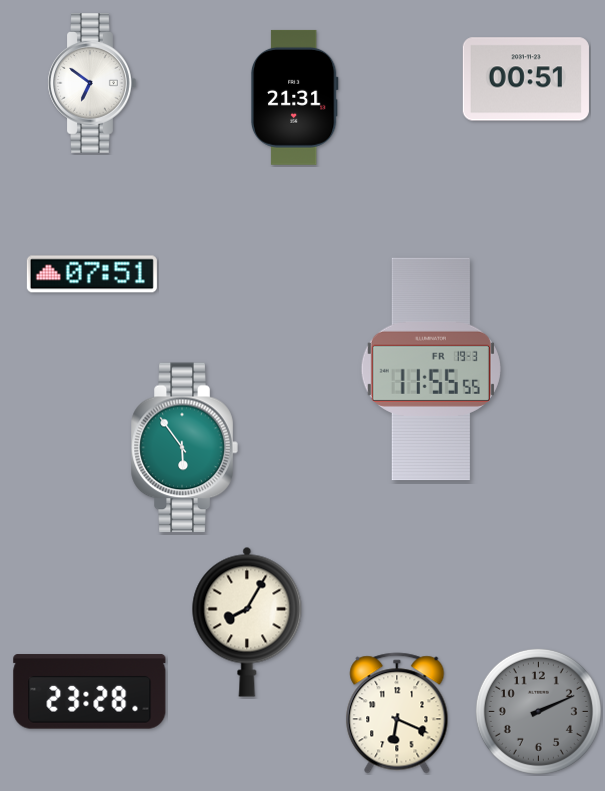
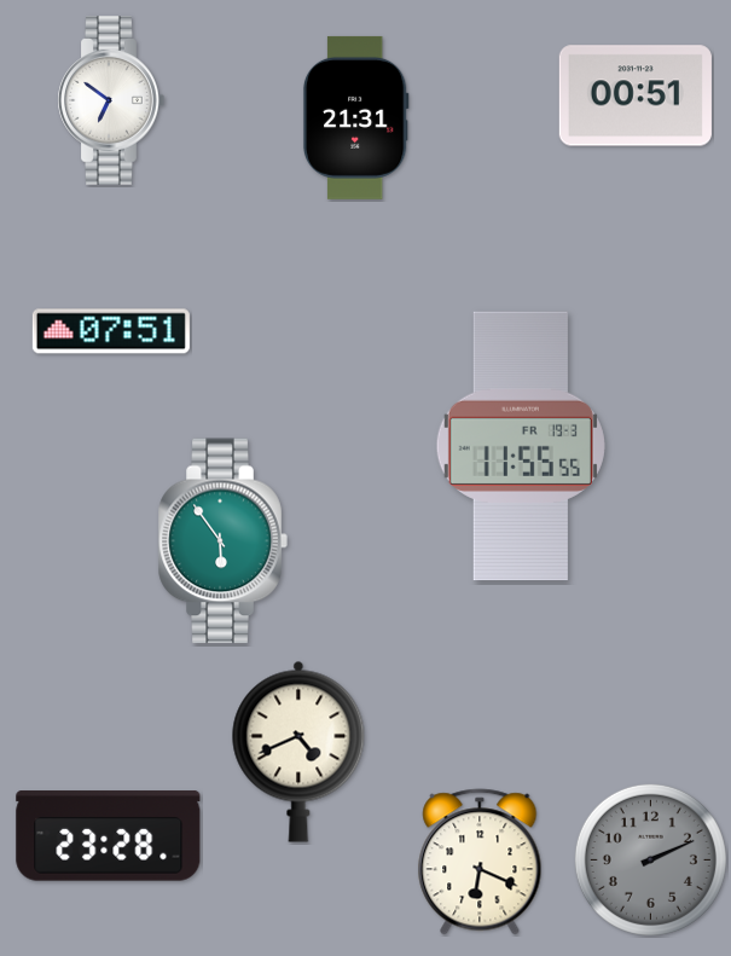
clock at (247, 622): 8:05 -> 4:41
